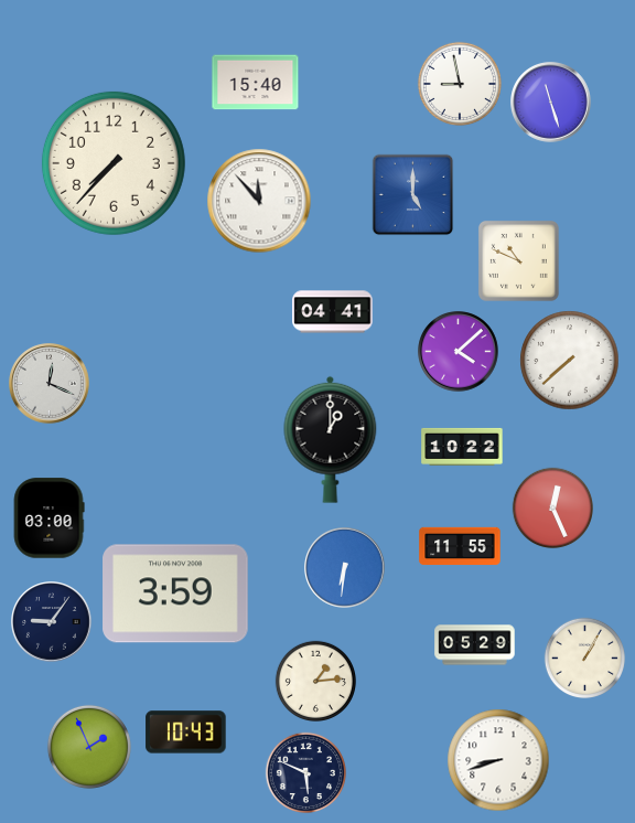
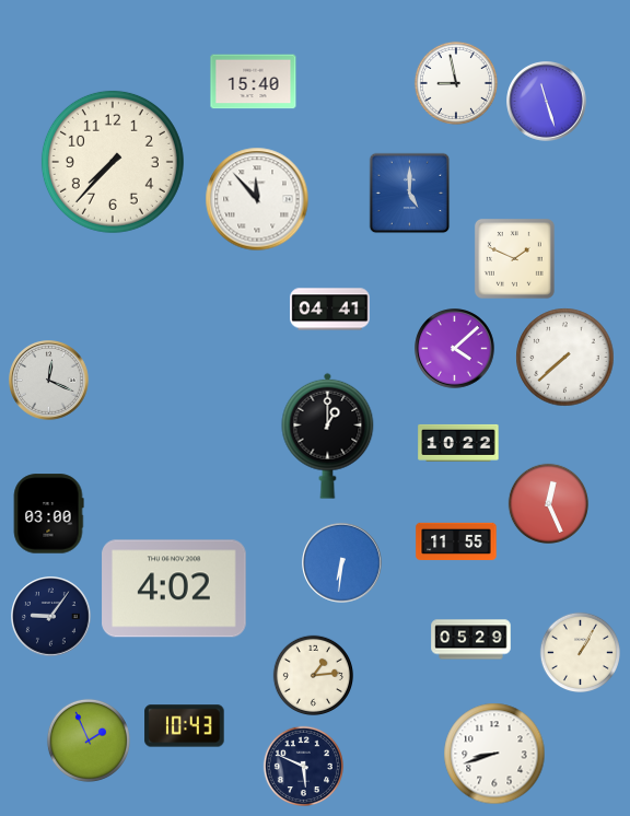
clock at (518, 260): 10:49 -> 1:49
clock at (175, 594): 3:59 -> 4:02
